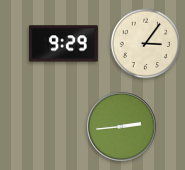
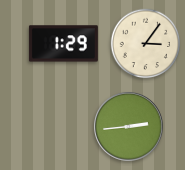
clock at (63, 44): 9:29 -> 1:29
clock at (122, 127) position: (122, 127) -> (129, 127)
